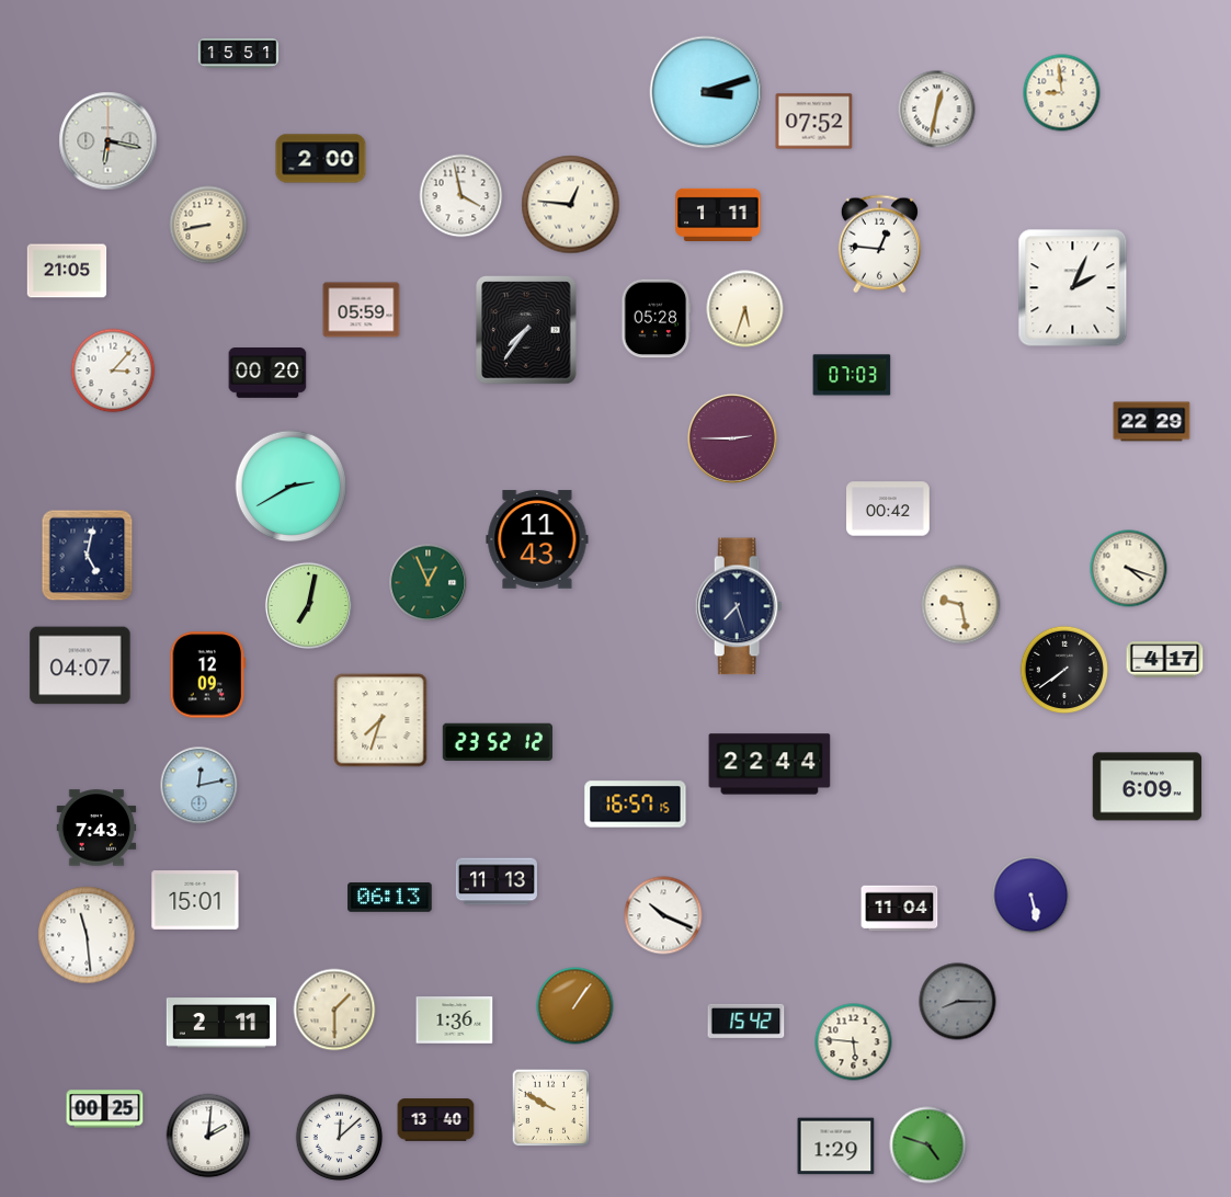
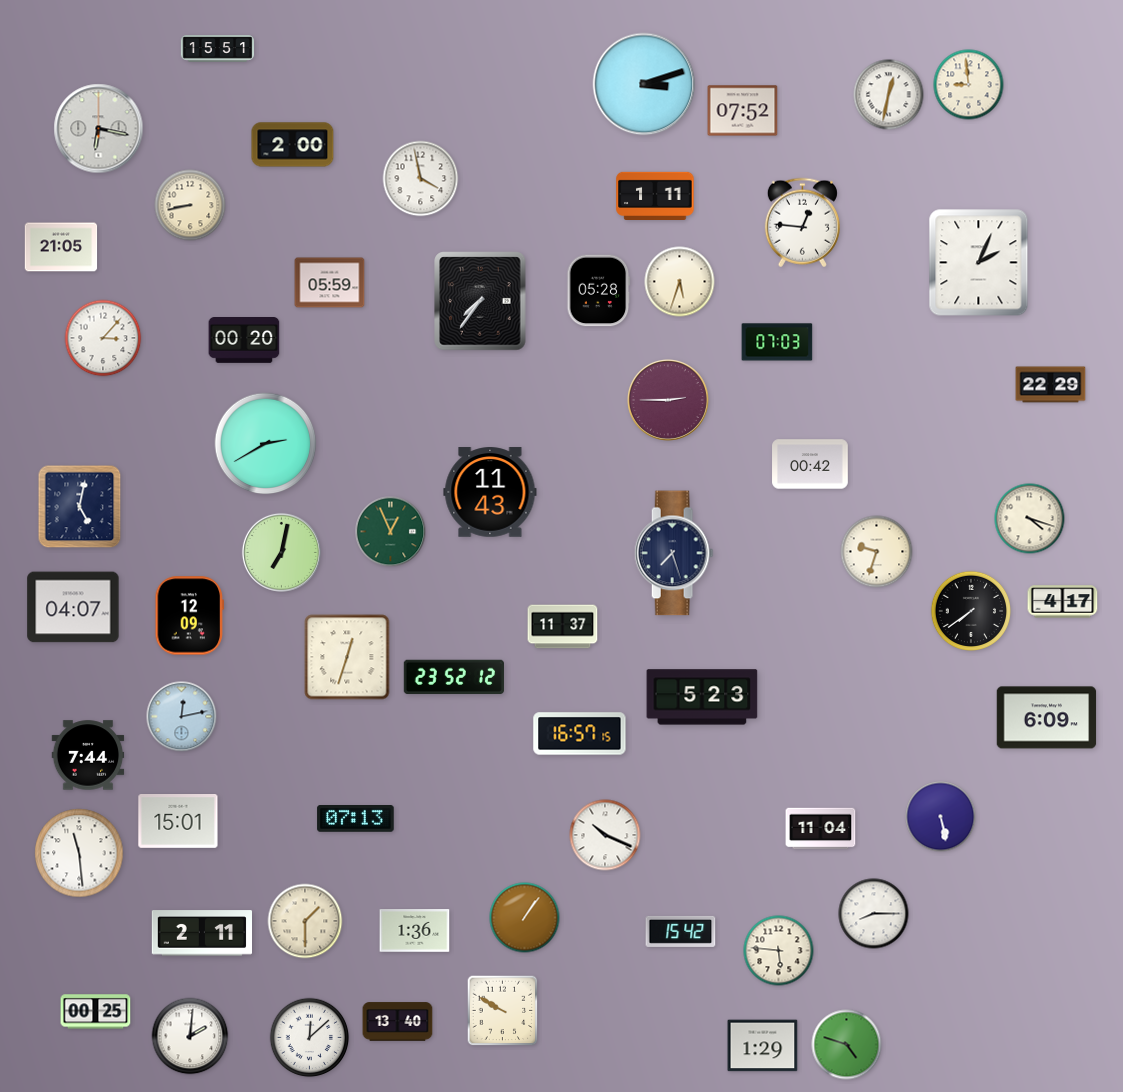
clock at (937, 110) position: (937, 110) -> (889, 95)
clock at (571, 205): 12:46 -> none
clock at (961, 605): 9:28 -> 9:33
clock at (563, 627): none -> 11:37
clock at (380, 720): 7:33 -> 12:33
clock at (770, 764): 22:44 -> 5:23
clock at (96, 828): 7:43 -> 7:44
clock at (497, 881): 11:13 -> none
clock at (390, 898): 06:13 -> 07:13
clock at (958, 1002) dial: grey -> white
